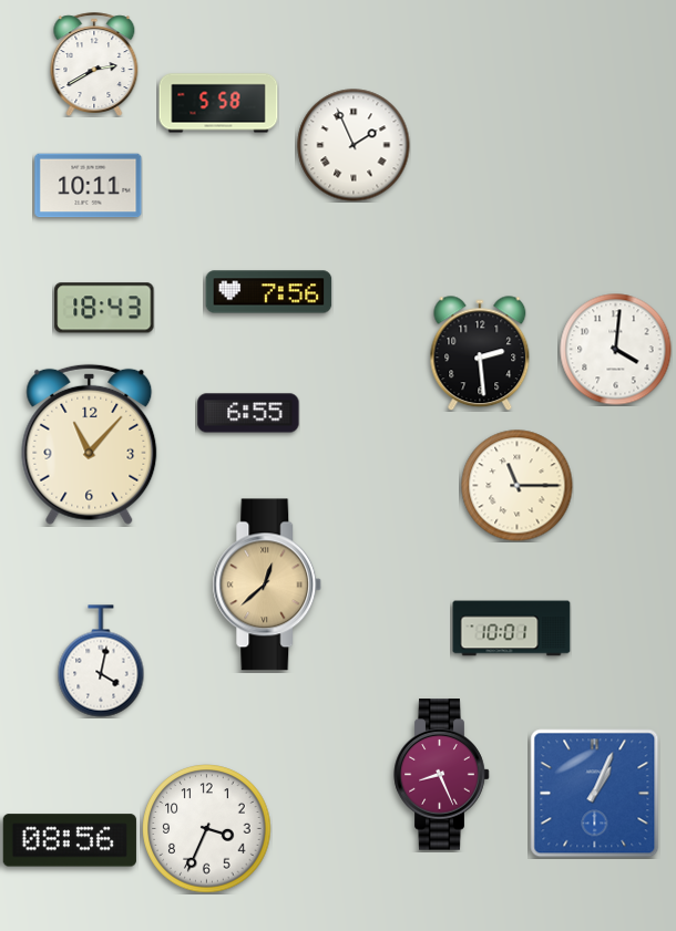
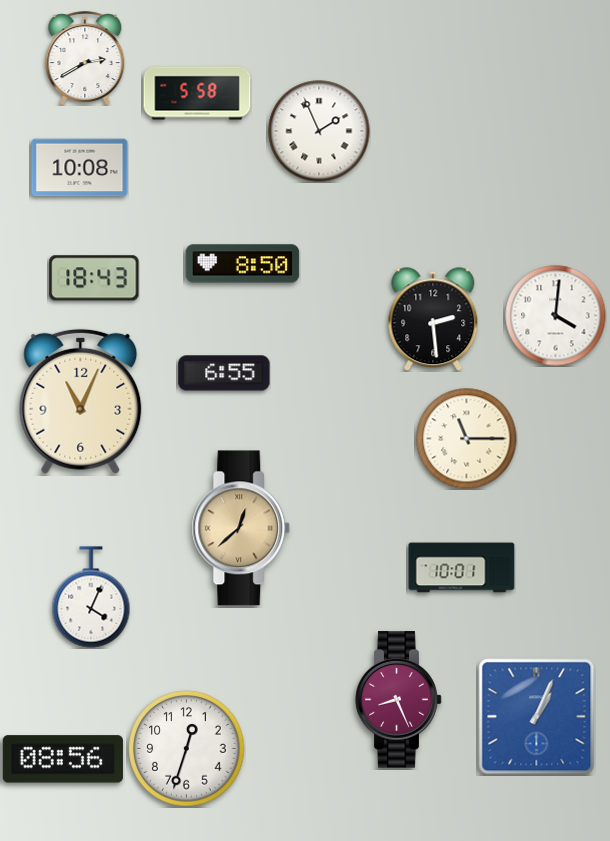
clock at (89, 186): 10:11 -> 10:08
clock at (269, 292): 7:56 -> 8:50
clock at (90, 444): 11:07 -> 11:04
clock at (101, 661): 4:02 -> 4:04
clock at (207, 829): 3:34 -> 12:33
